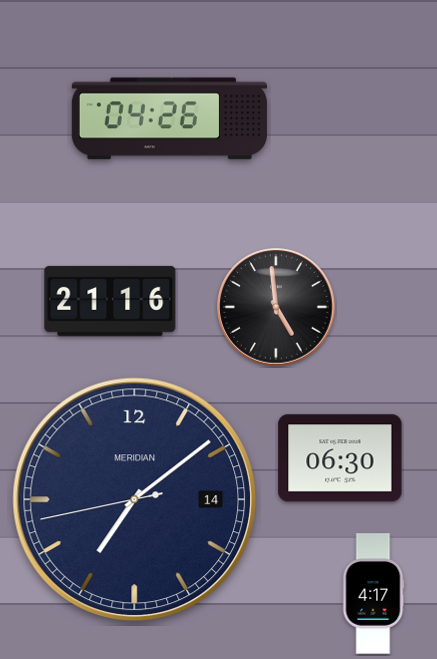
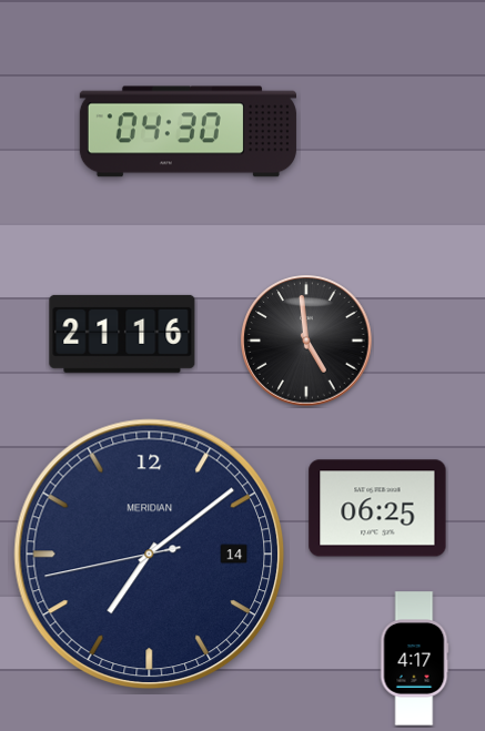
clock at (169, 119): 04:26 -> 04:30
clock at (340, 458): 06:30 -> 06:25
